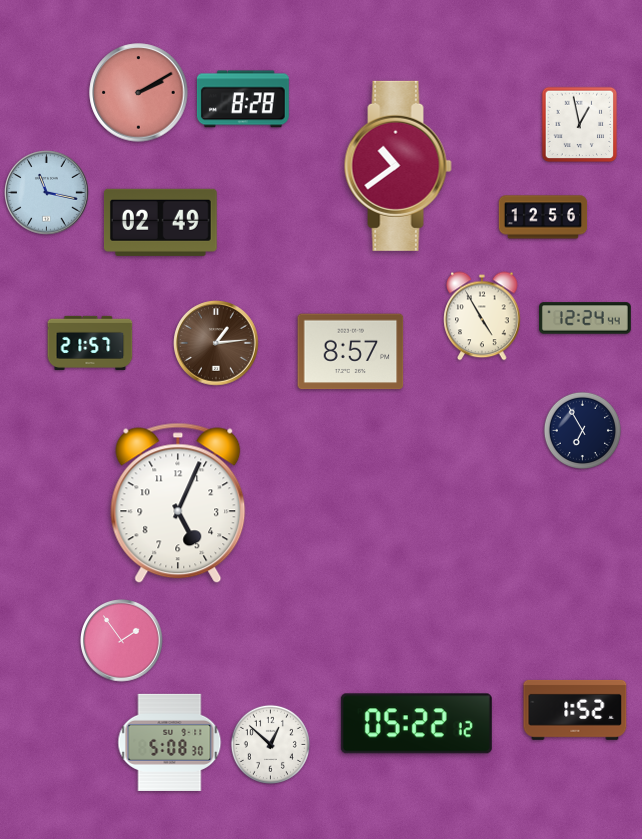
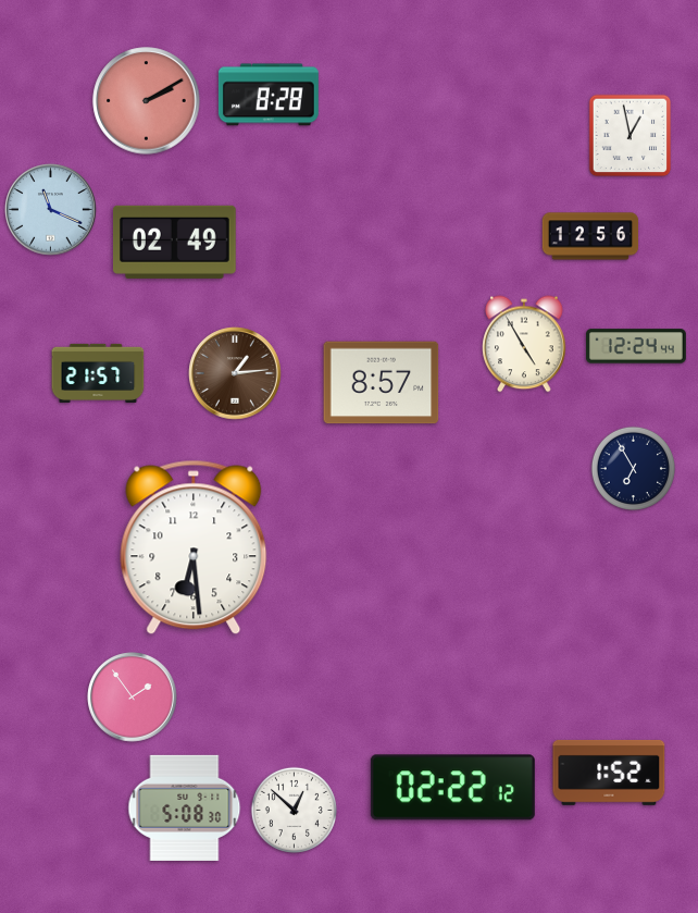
clock at (139, 93) position: (139, 93) -> (147, 101)
clock at (243, 99) position: (243, 99) -> (269, 95)
clock at (398, 166): 10:39 -> none
clock at (47, 193): 11:17 -> 11:19
clock at (178, 503): 5:04 -> 6:29
clock at (575, 710) position: (575, 710) -> (609, 773)
clock at (416, 724): 05:22 -> 02:22
